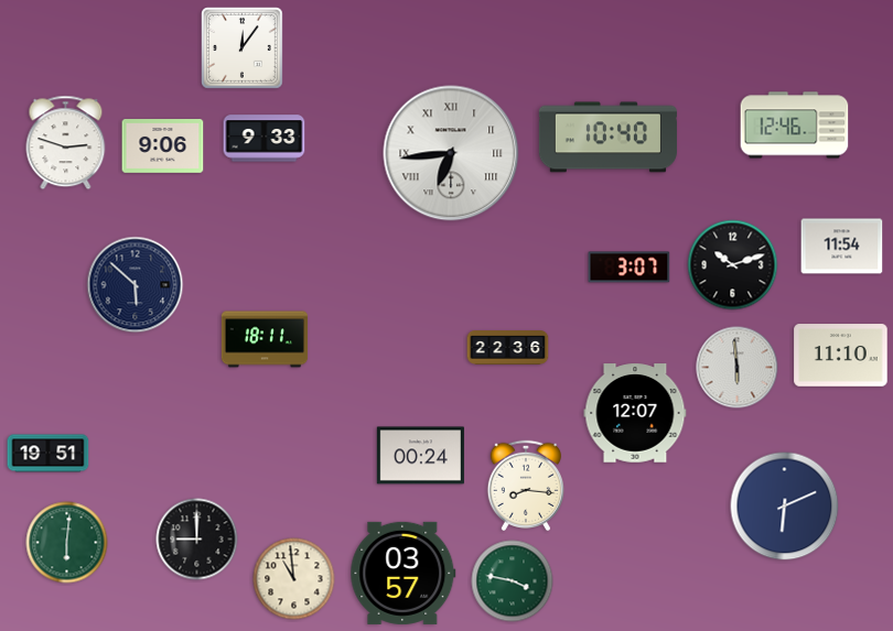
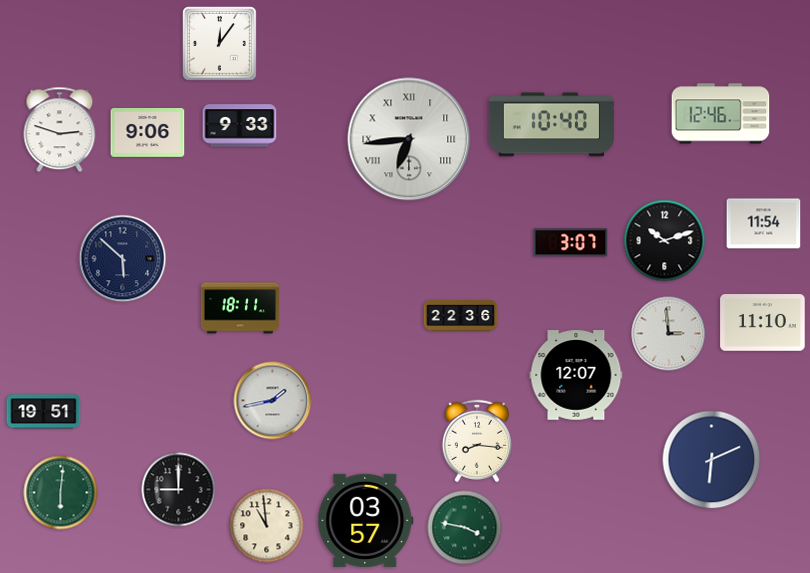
clock at (738, 368): 5:59 -> 2:59
clock at (273, 401): none -> 1:43
clock at (420, 456): 00:24 -> none
